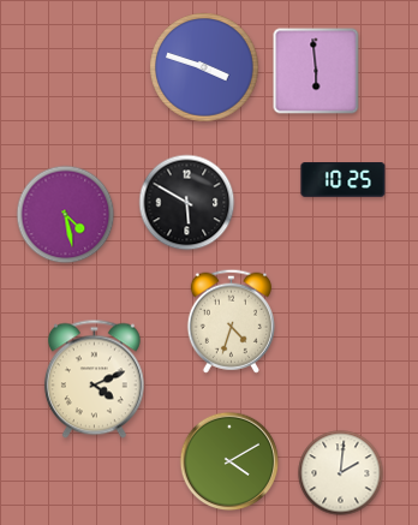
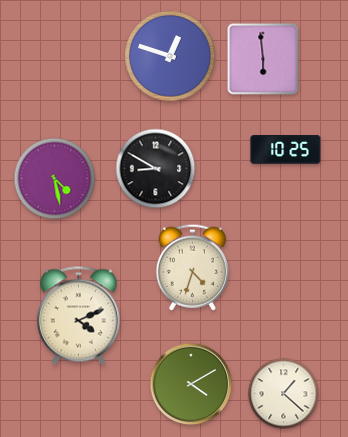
clock at (204, 67): 3:48 -> 12:48
clock at (187, 203): 5:50 -> 8:50
clock at (341, 473): 2:01 -> 1:22
